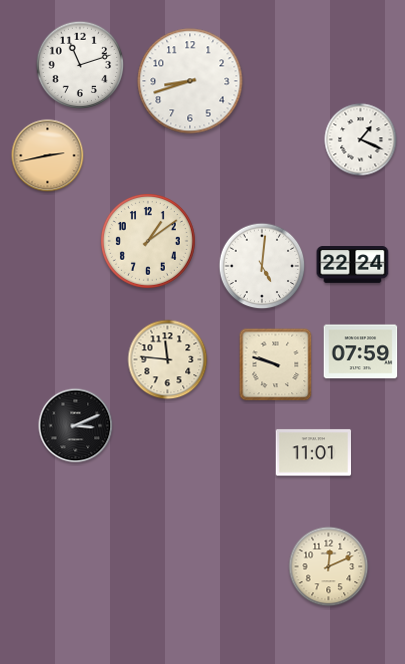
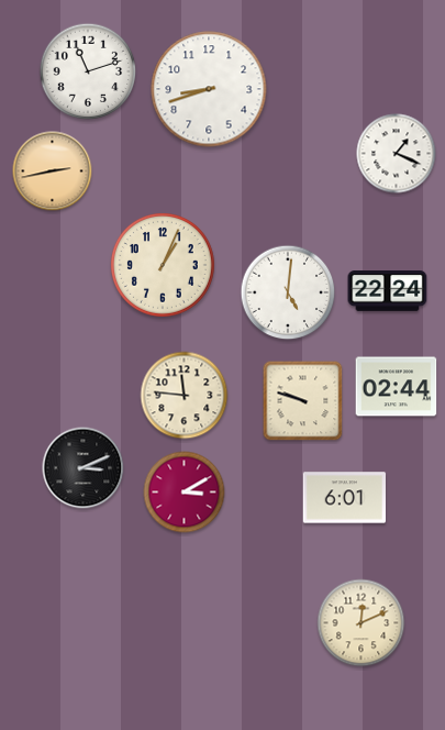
clock at (148, 241): 1:09 -> 1:04
clock at (361, 352): 07:59 -> 02:44
clock at (185, 493): none -> 3:10
clock at (314, 453): 11:01 -> 6:01
